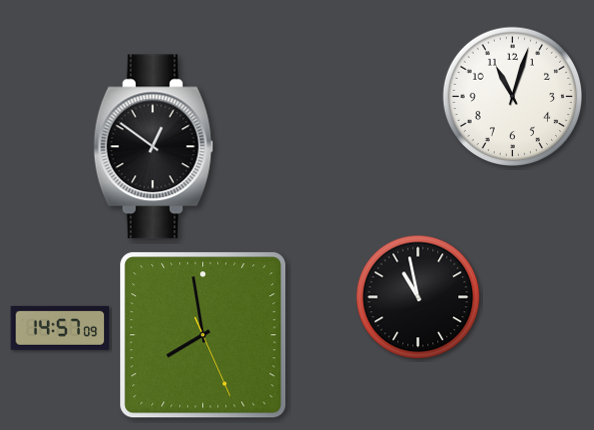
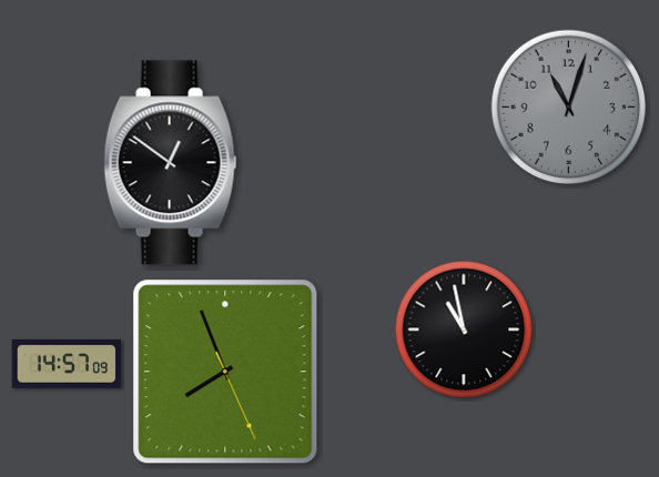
clock at (513, 97) dial: white -> grey
clock at (203, 335): 7:58 -> 7:56
